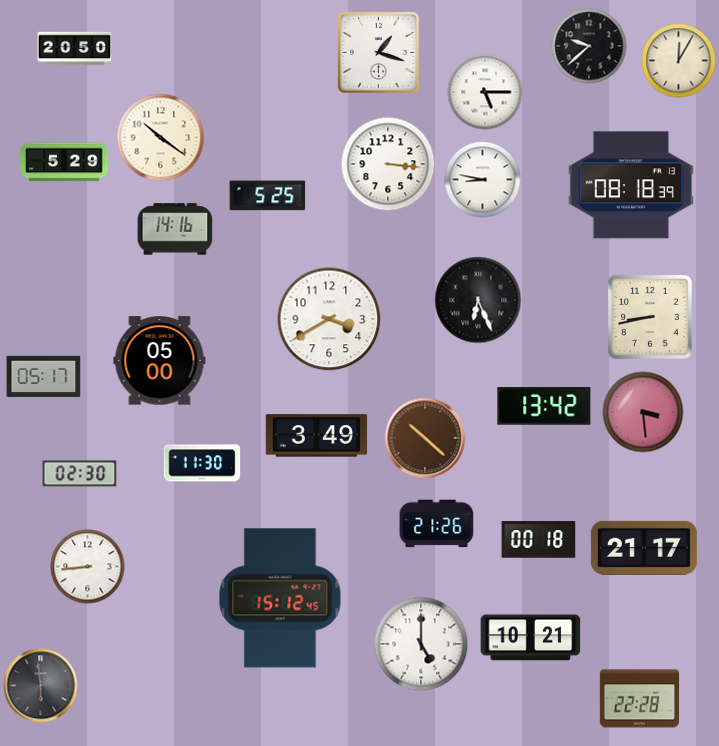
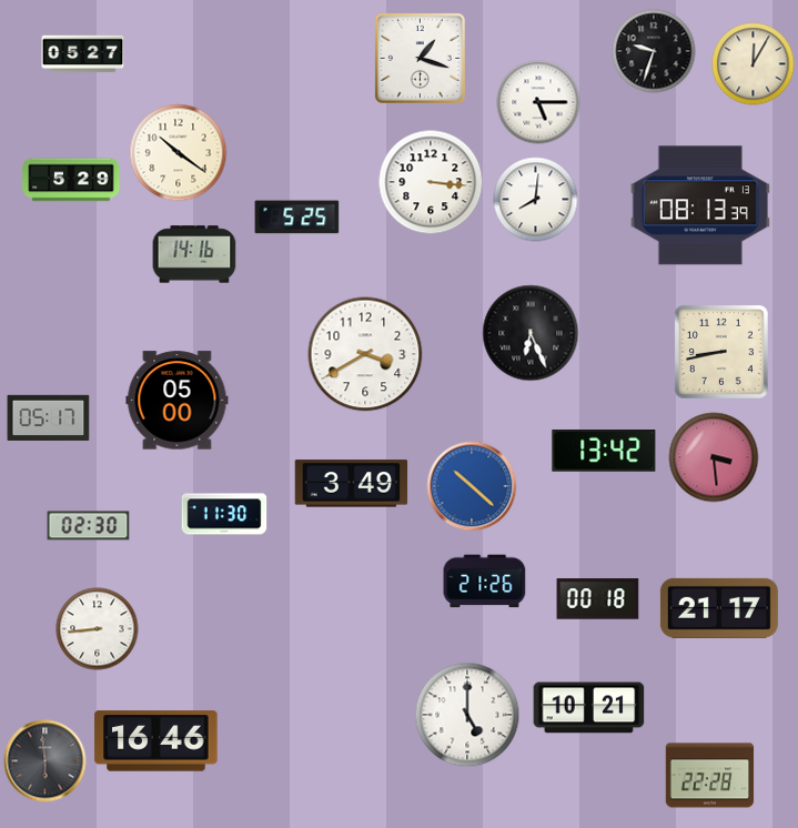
clock at (589, 46): 9:38 -> 9:33
clock at (75, 49): 20:50 -> 05:27
clock at (679, 61) position: (679, 61) -> (754, 64)
clock at (483, 180): 8:47 -> 8:01
clock at (631, 185): 08:18 -> 08:13
clock at (425, 438) dial: brown -> blue
clock at (644, 548) position: (644, 548) -> (719, 608)
clock at (280, 598): 15:12 -> none
clock at (156, 741): none -> 16:46
